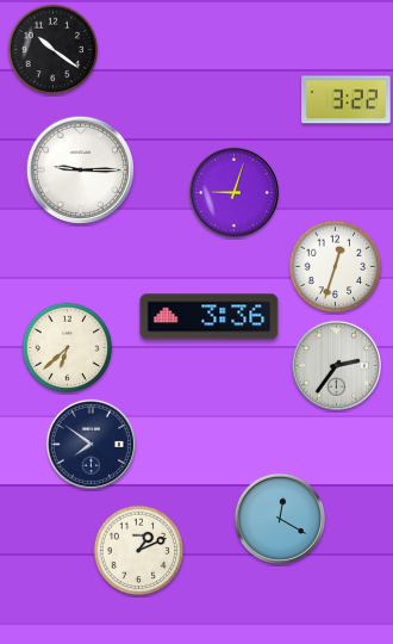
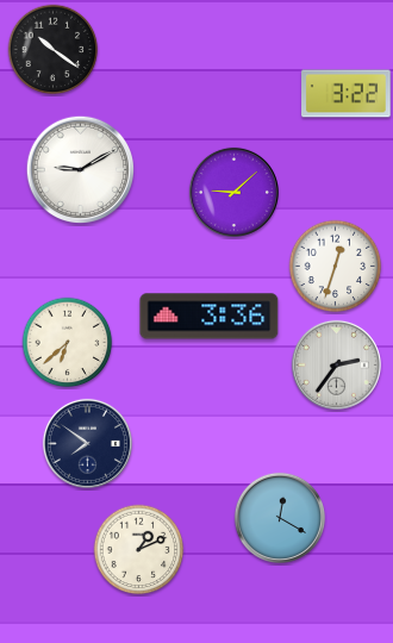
clock at (347, 100) position: (347, 100) -> (347, 94)
clock at (81, 171): 9:15 -> 9:10
clock at (233, 192): 9:03 -> 9:08
clock at (68, 348) position: (68, 348) -> (68, 343)
clock at (91, 444) position: (91, 444) -> (87, 443)
